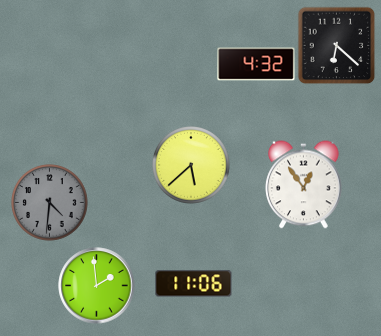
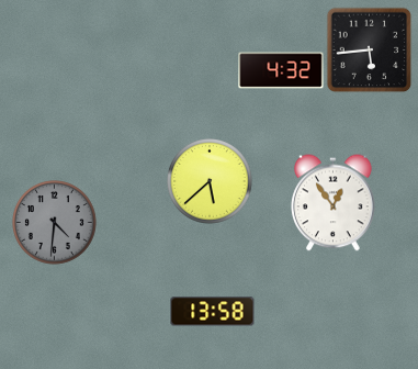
clock at (336, 45): 6:22 -> 5:44
clock at (194, 284): 11:06 -> 13:58
clock at (97, 286): 1:59 -> none
